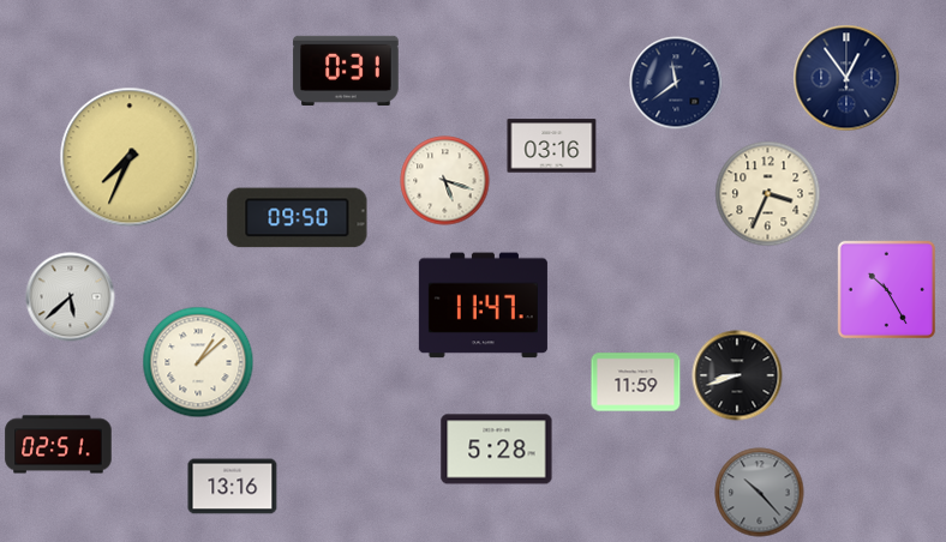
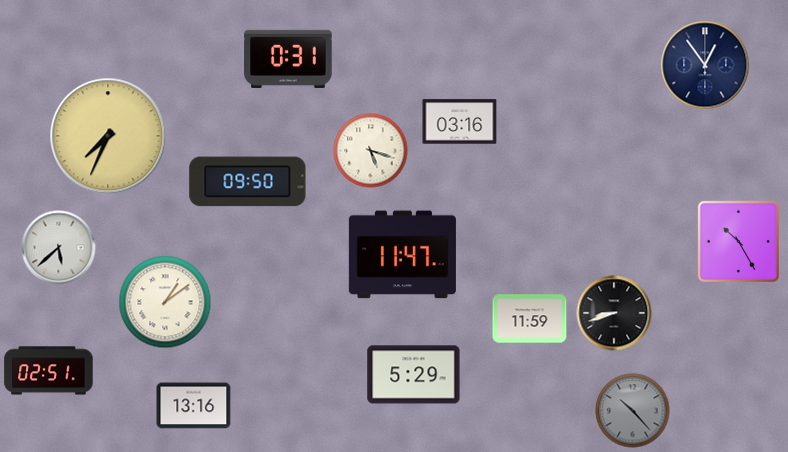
clock at (676, 83): 11:39 -> none
clock at (130, 157) position: (130, 157) -> (108, 136)
clock at (768, 194): 3:34 -> none
clock at (198, 362): 1:08 -> 1:09
clock at (497, 450): 5:28 -> 5:29
